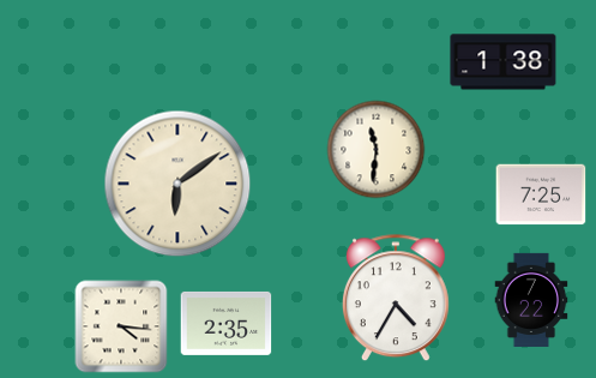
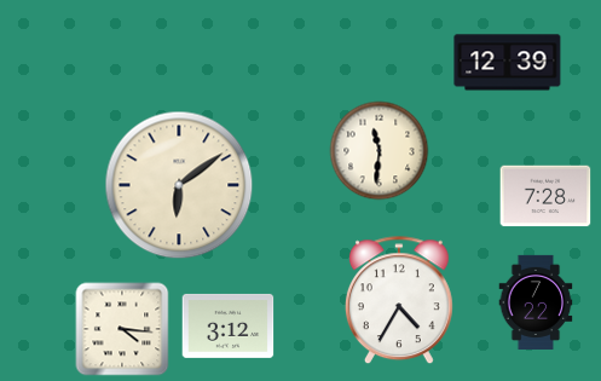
clock at (504, 62): 1:38 -> 12:39
clock at (541, 194): 7:25 -> 7:28
clock at (227, 323): 2:35 -> 3:12
